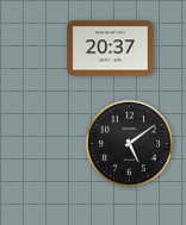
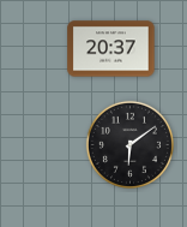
clock at (129, 143): 5:09 -> 6:09
